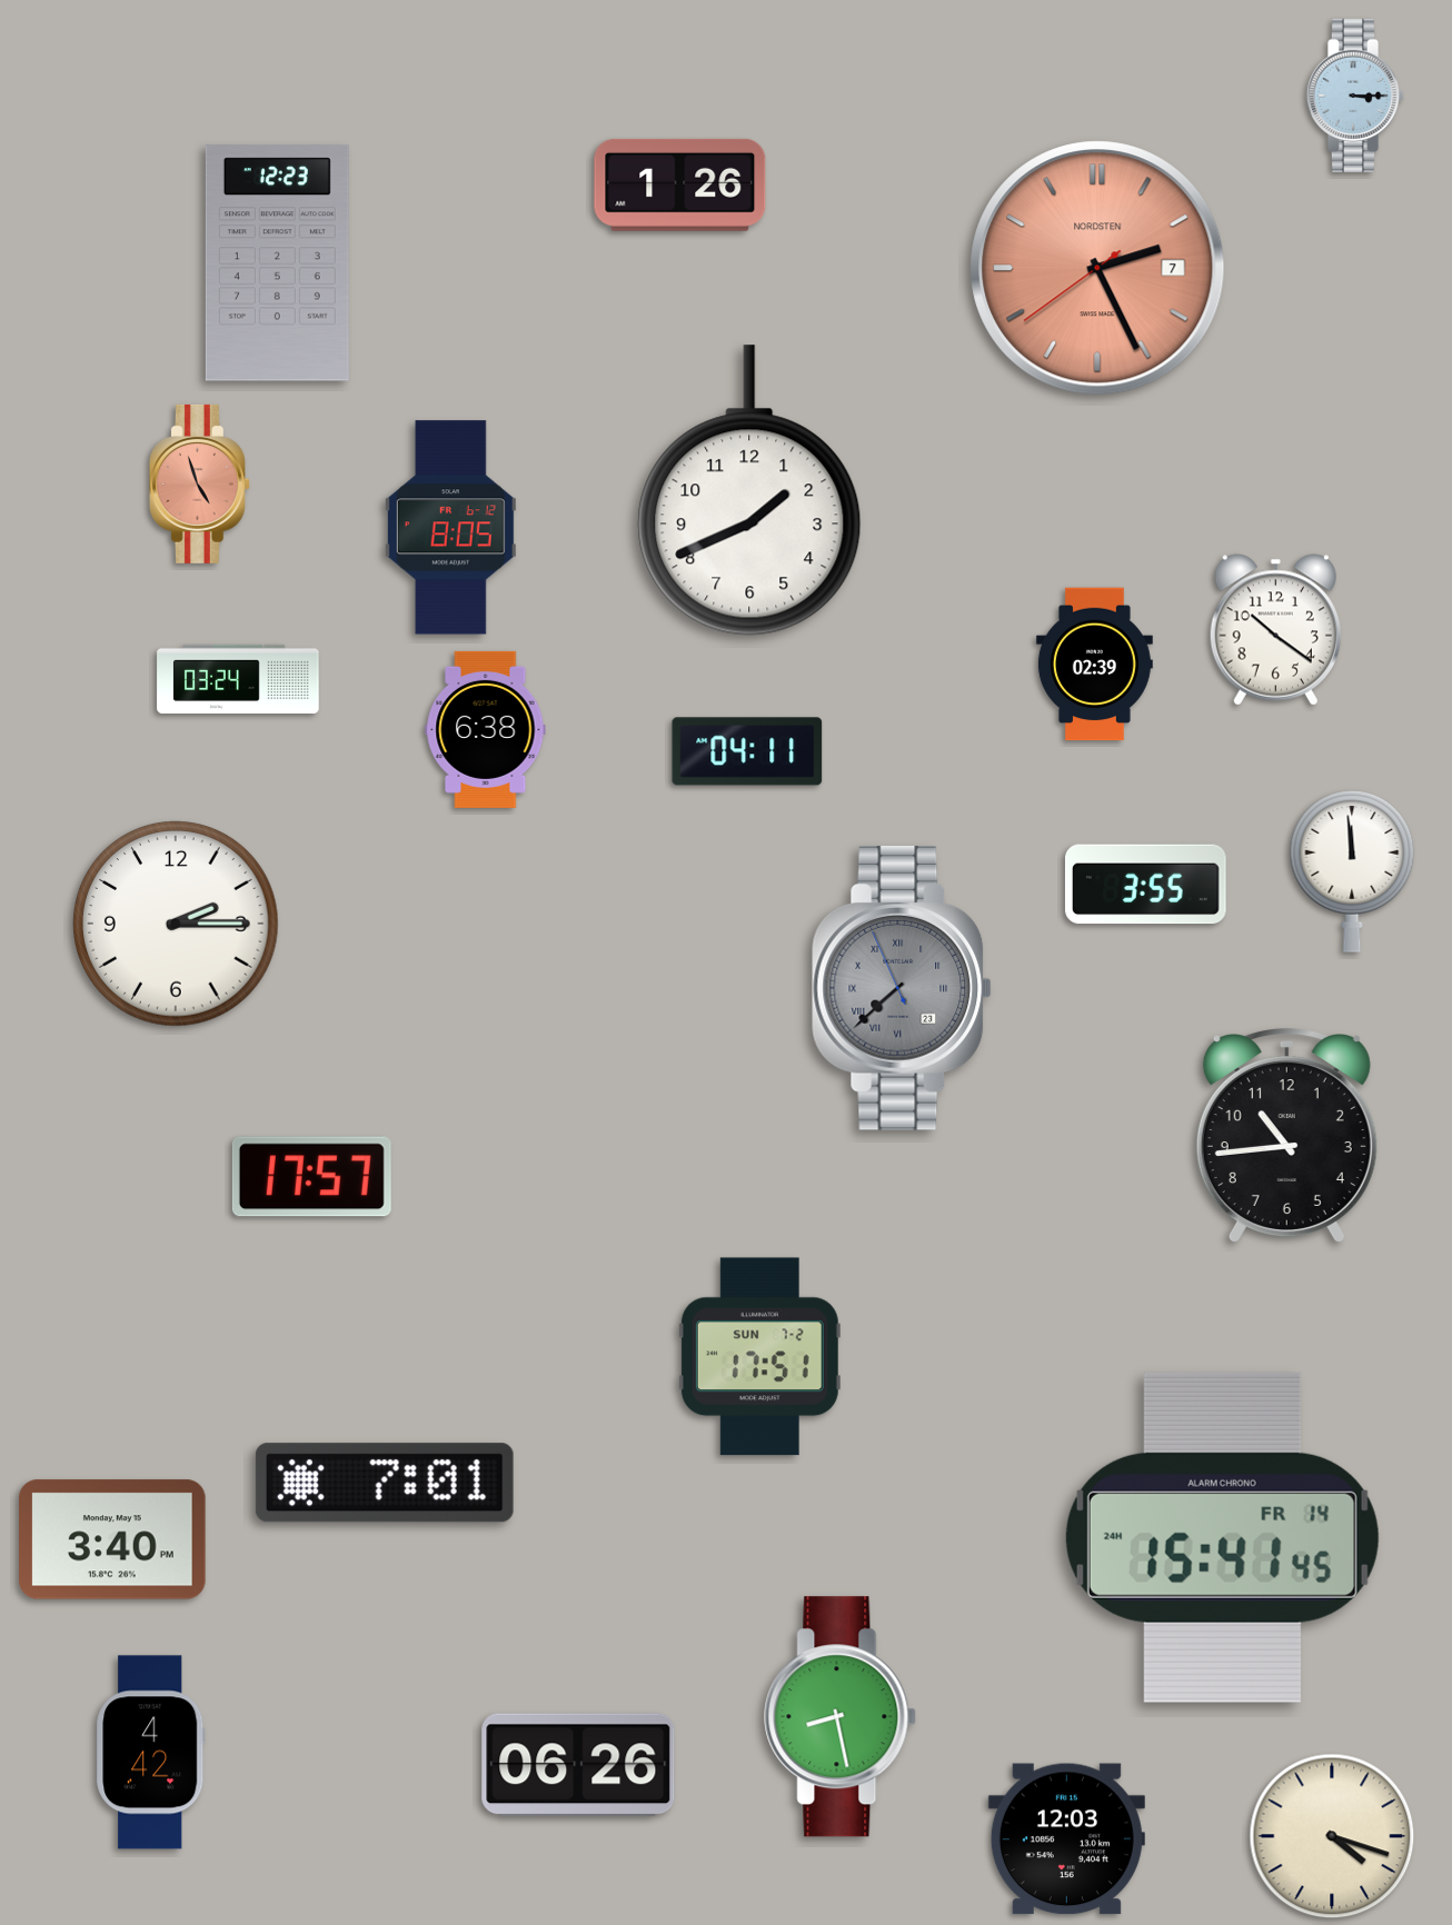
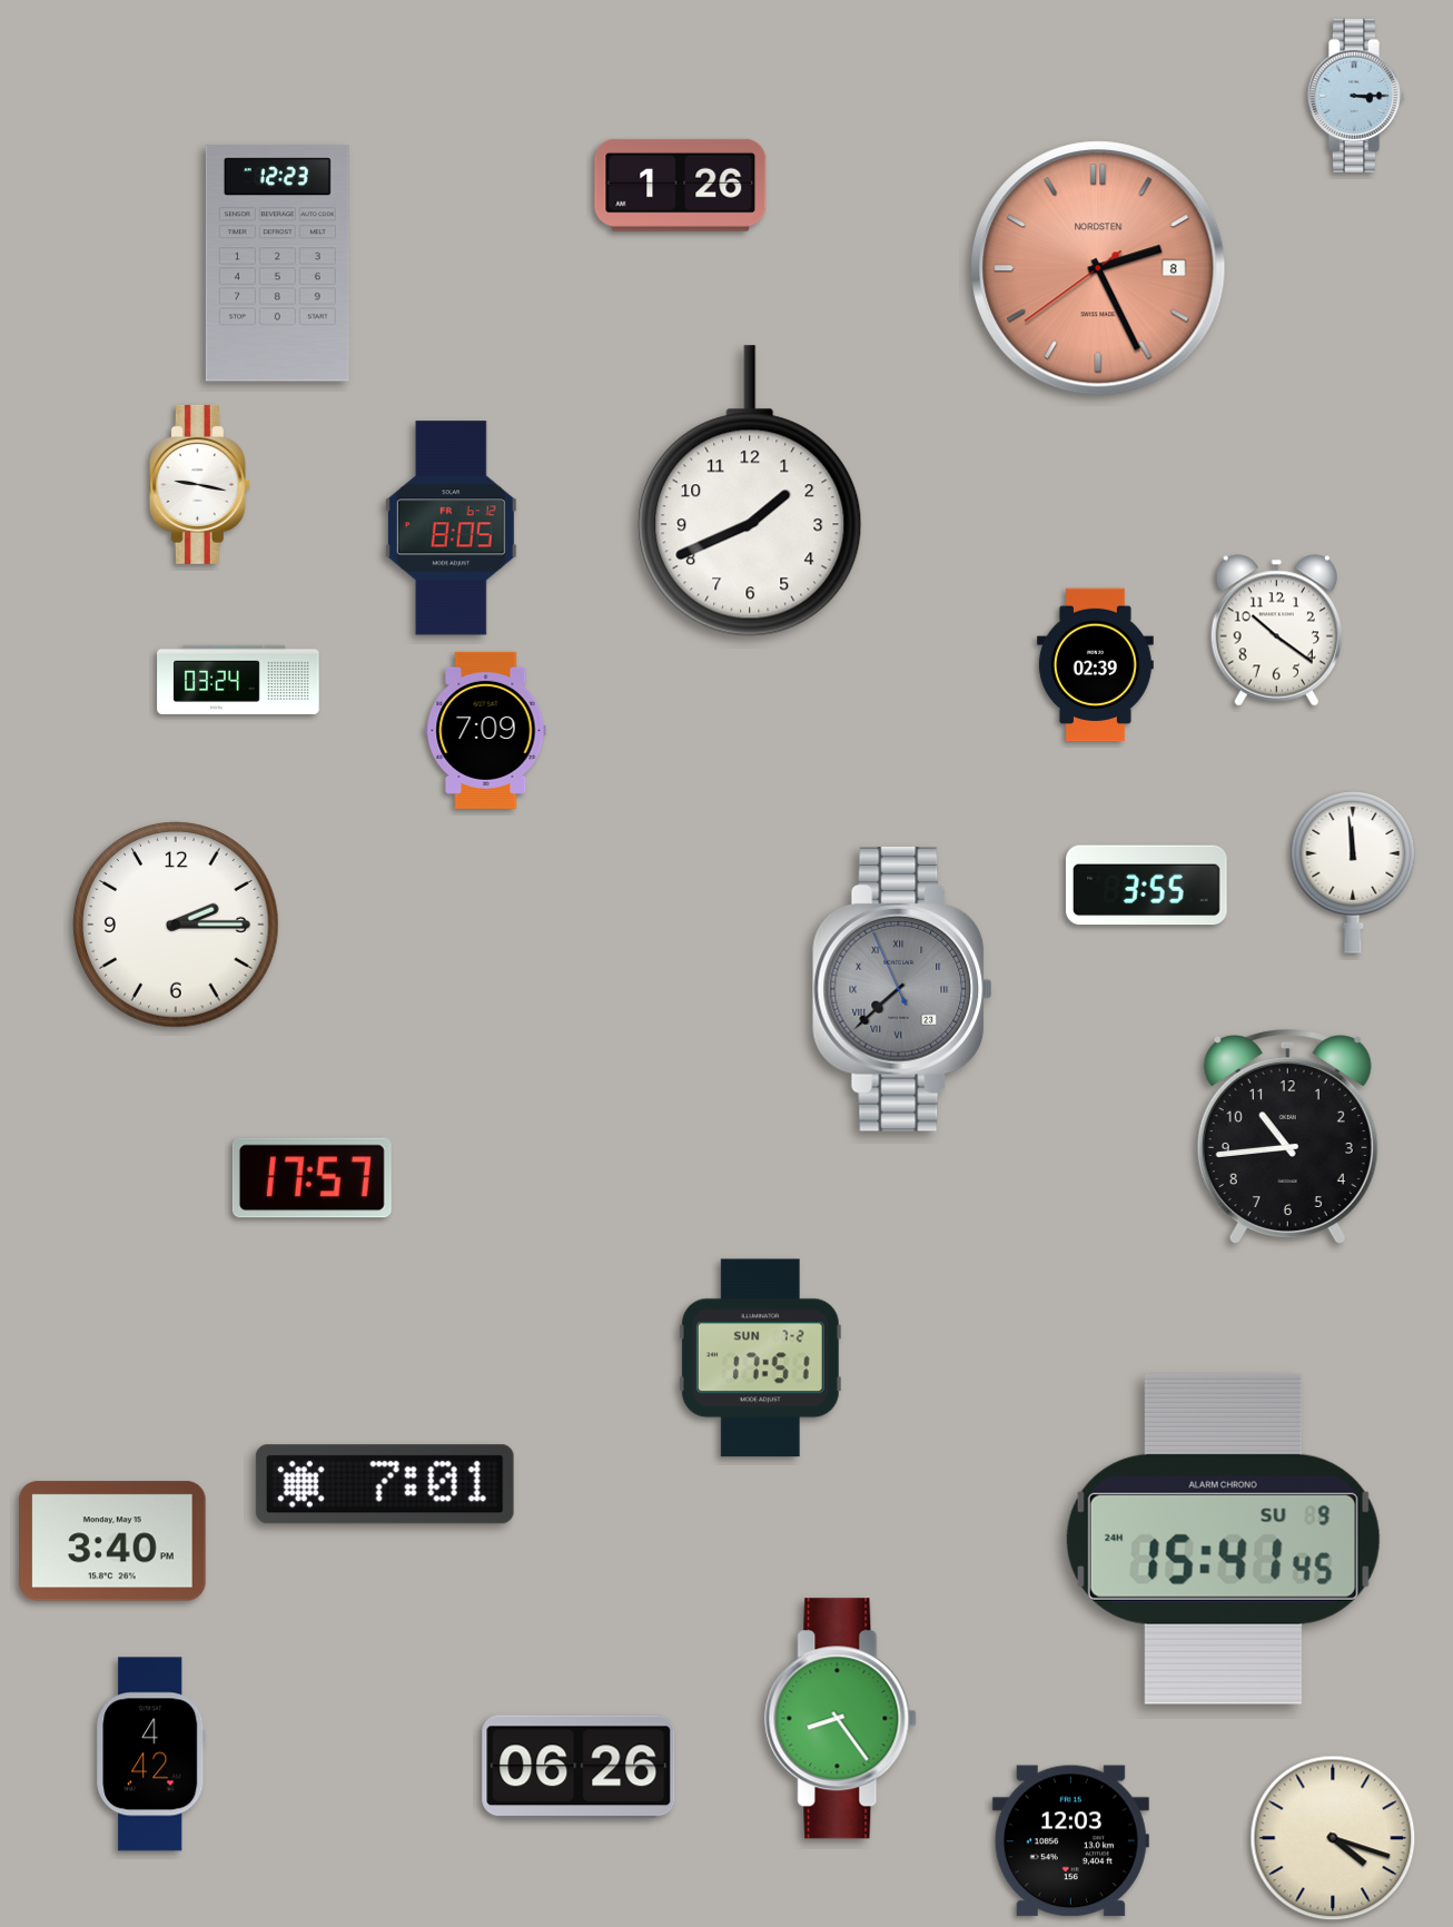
clock at (1097, 268) date: 7 -> 8
clock at (199, 483): 4:57 -> 9:17
clock at (199, 483) dial: salmon -> white
clock at (486, 729): 6:38 -> 7:09
clock at (747, 751): 04:11 -> none
clock at (1222, 1537) date: FR 14 -> SU 9
clock at (841, 1717): 8:28 -> 8:24
clock at (1066, 1839) position: (1066, 1839) -> (1070, 1841)
